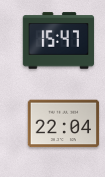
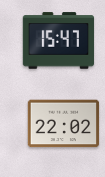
clock at (64, 124): 22:04 -> 22:02
